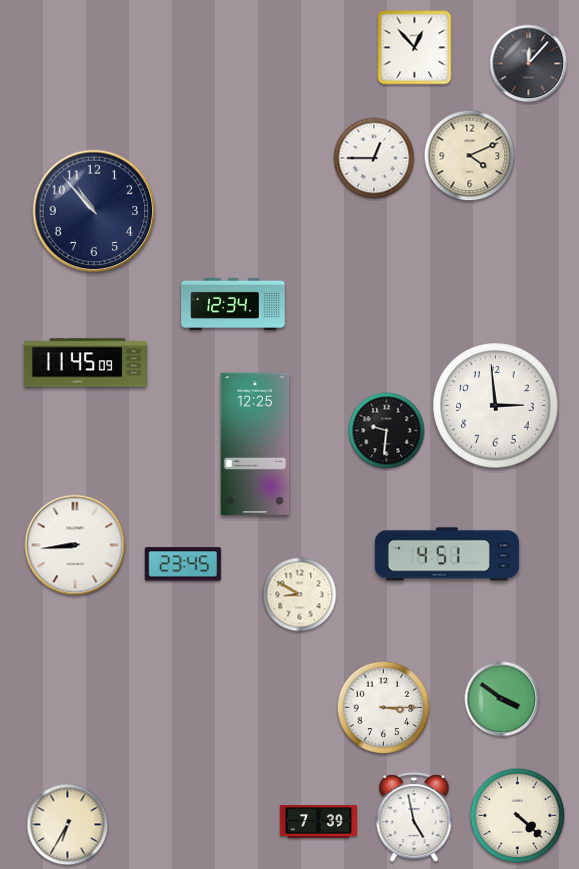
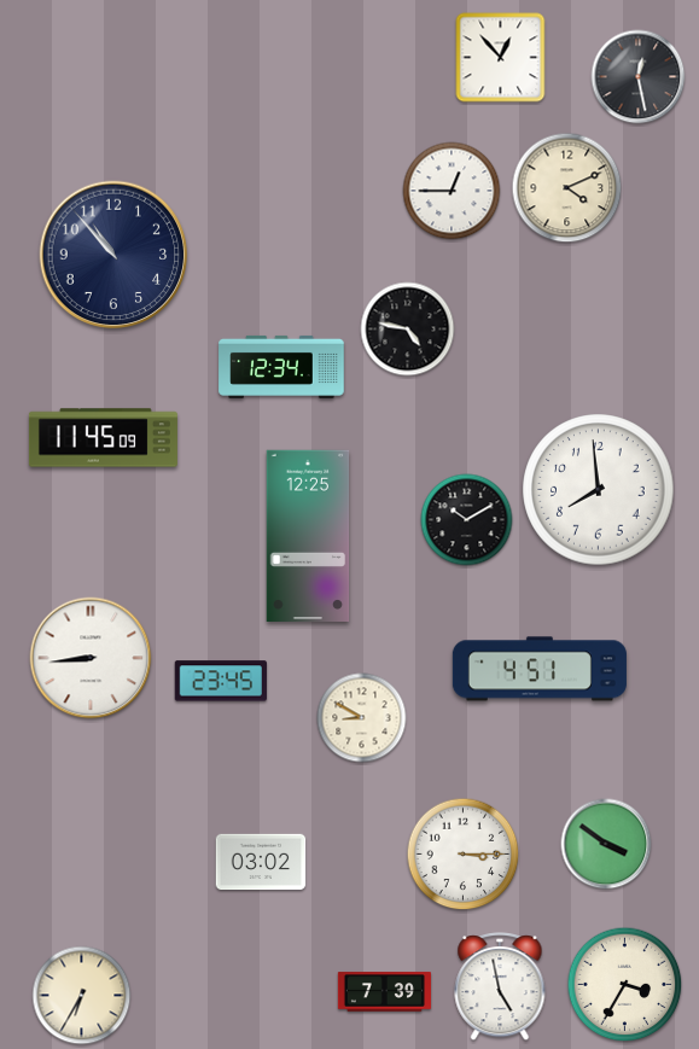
clock at (529, 64): 12:07 -> 12:28
clock at (408, 330): none -> 4:47
clock at (496, 406): 2:59 -> 7:59
clock at (387, 431): 9:31 -> 10:10
clock at (261, 862): none -> 03:02
clock at (518, 816): 4:22 -> 3:35
